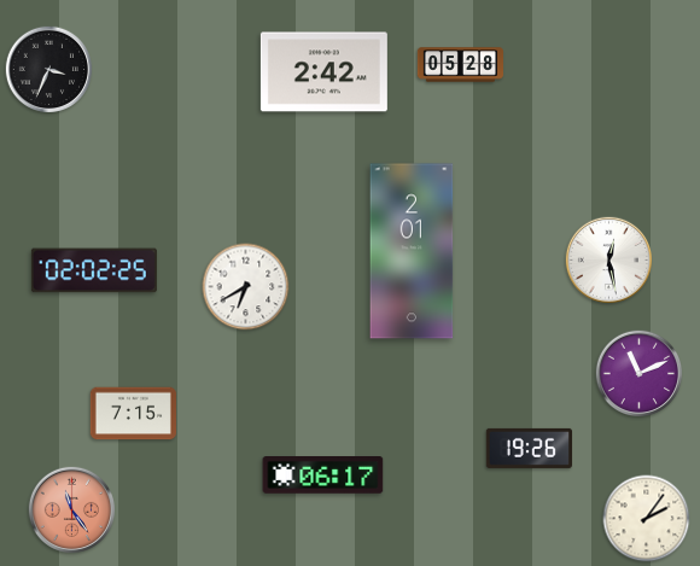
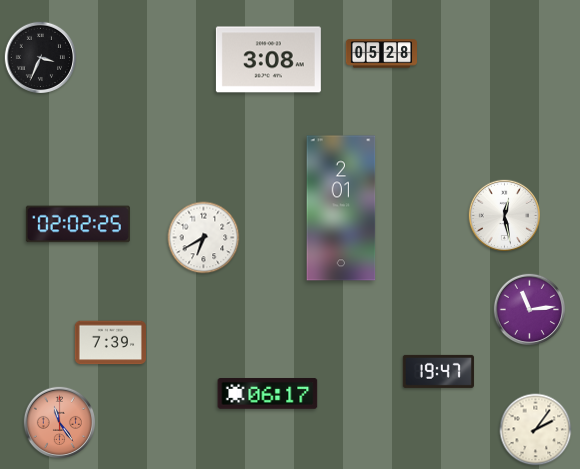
clock at (323, 72): 2:42 -> 3:08
clock at (638, 373): 11:11 -> 11:14
clock at (133, 414): 7:15 -> 7:39
clock at (529, 448): 19:26 -> 19:47
